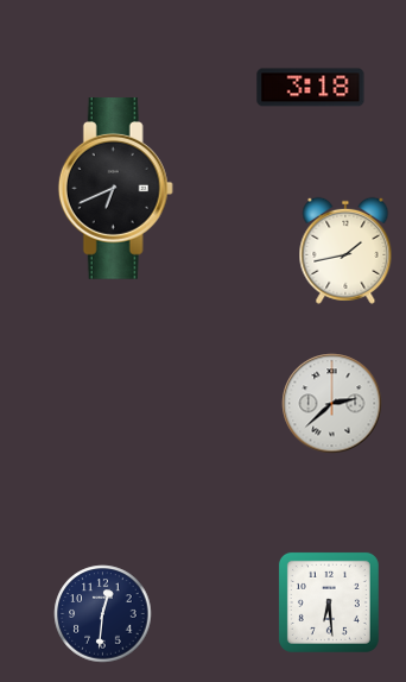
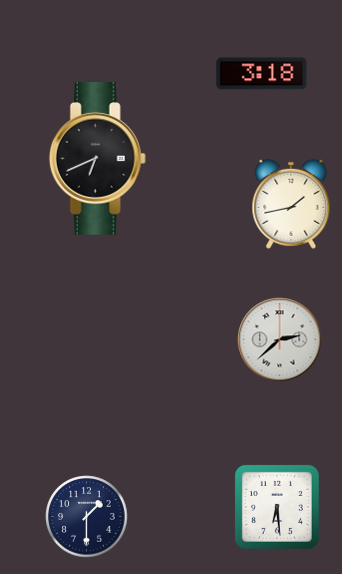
clock at (345, 251) position: (345, 251) -> (291, 204)
clock at (103, 614): 12:31 -> 1:30
